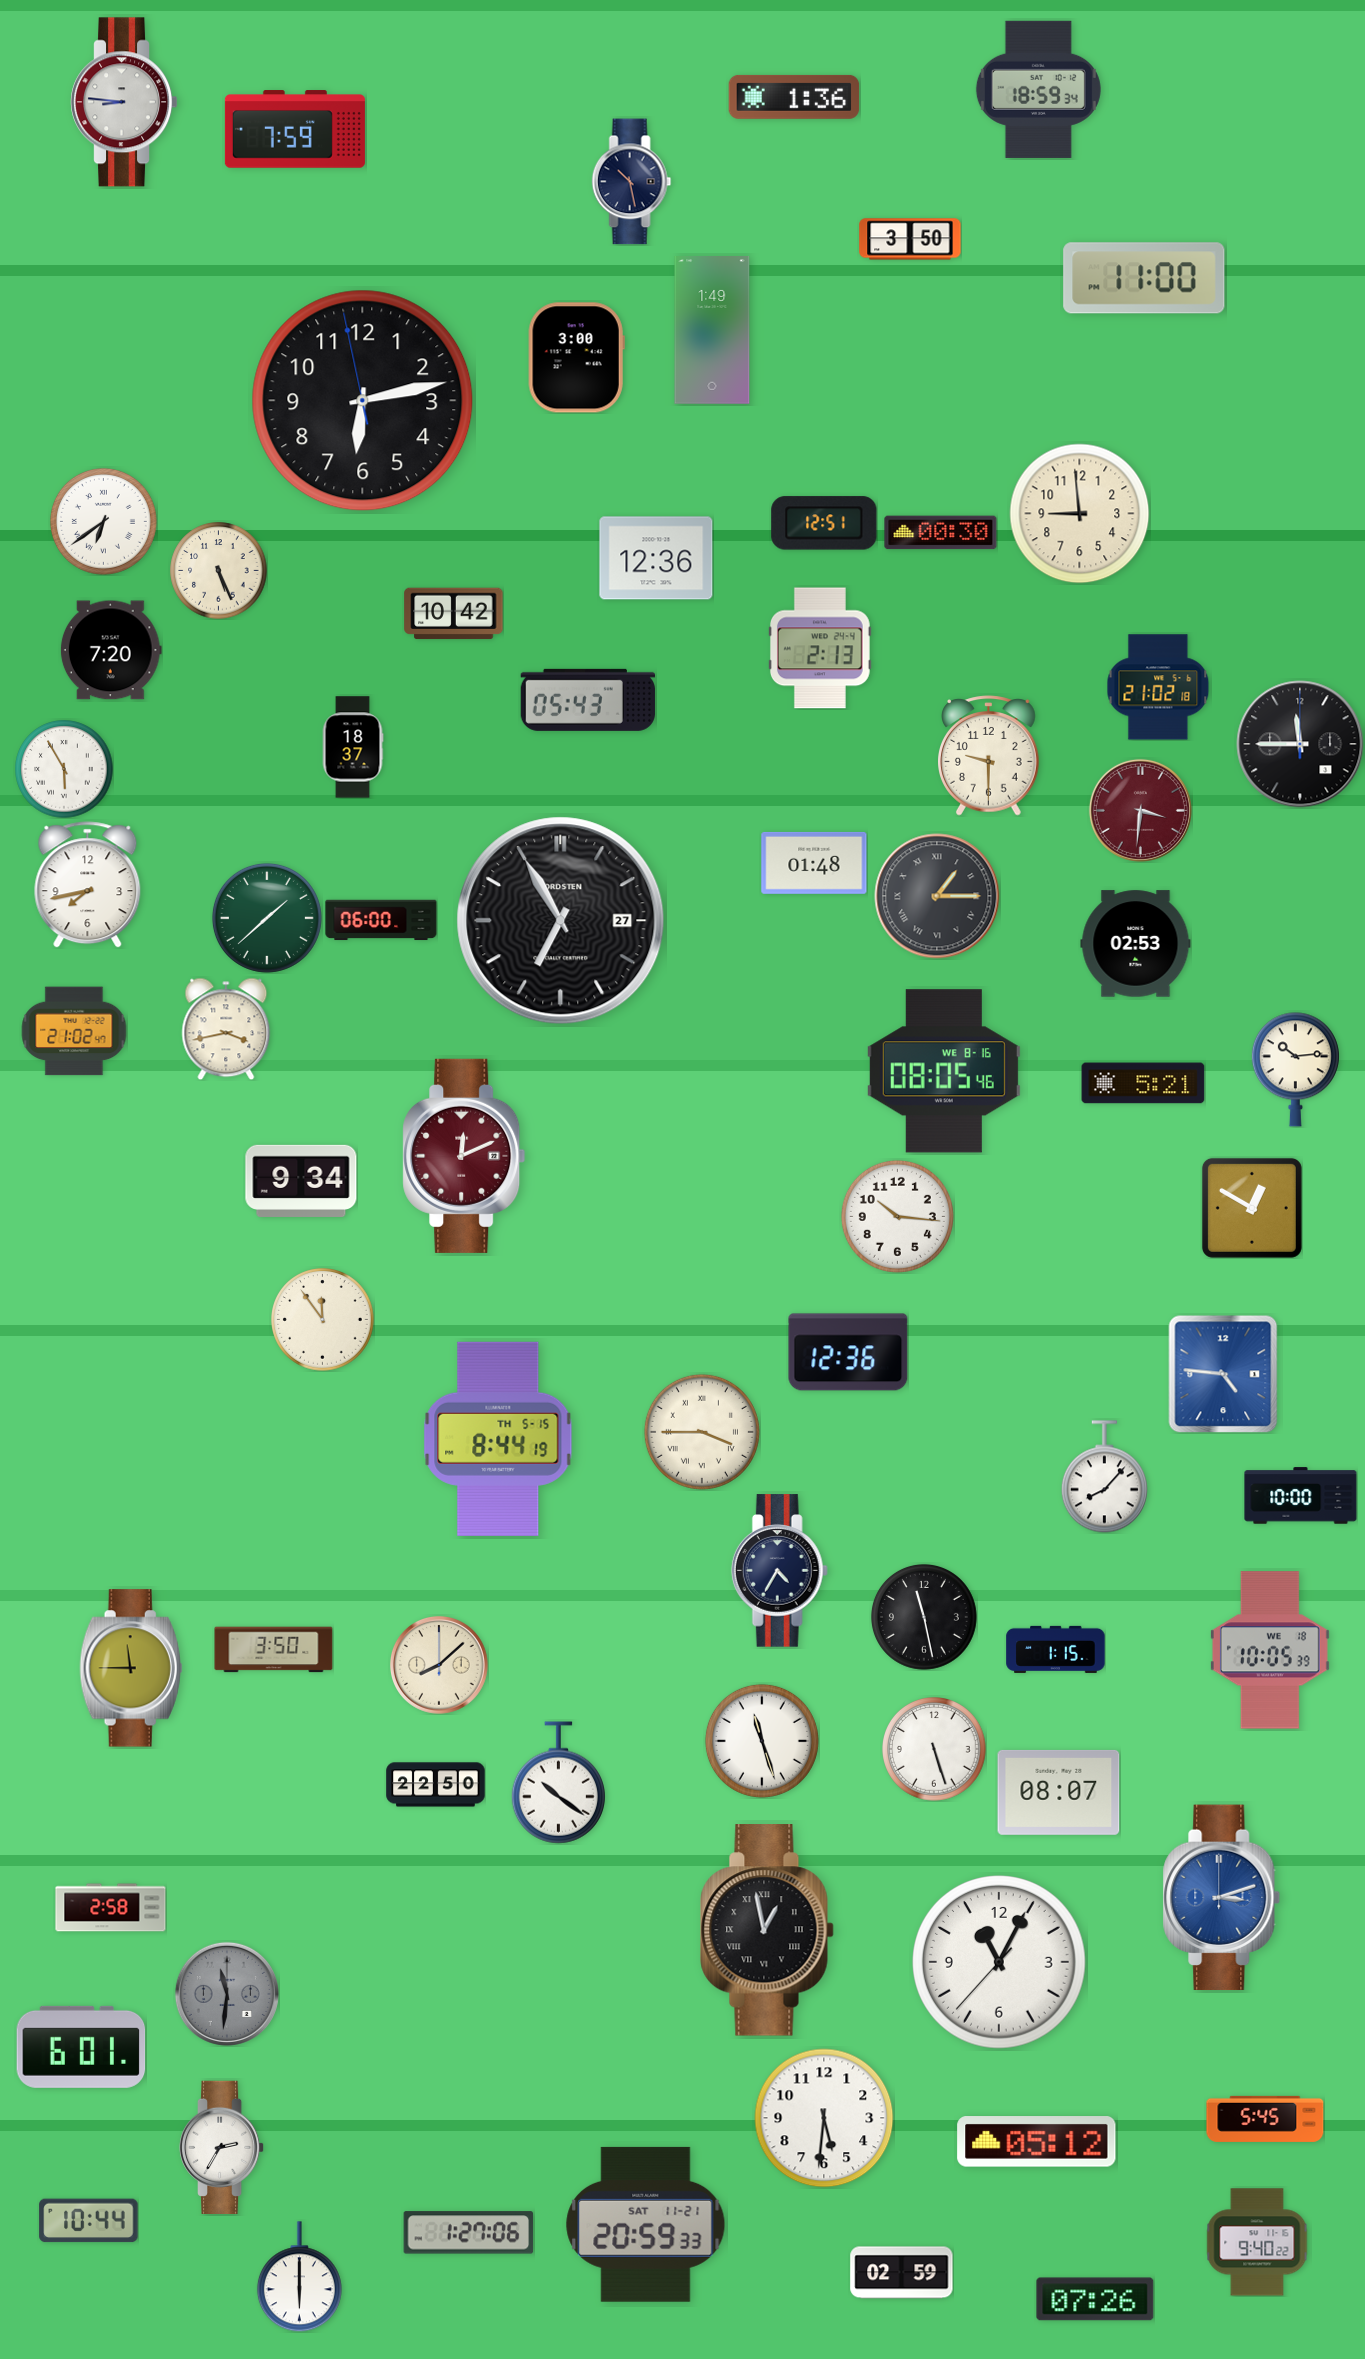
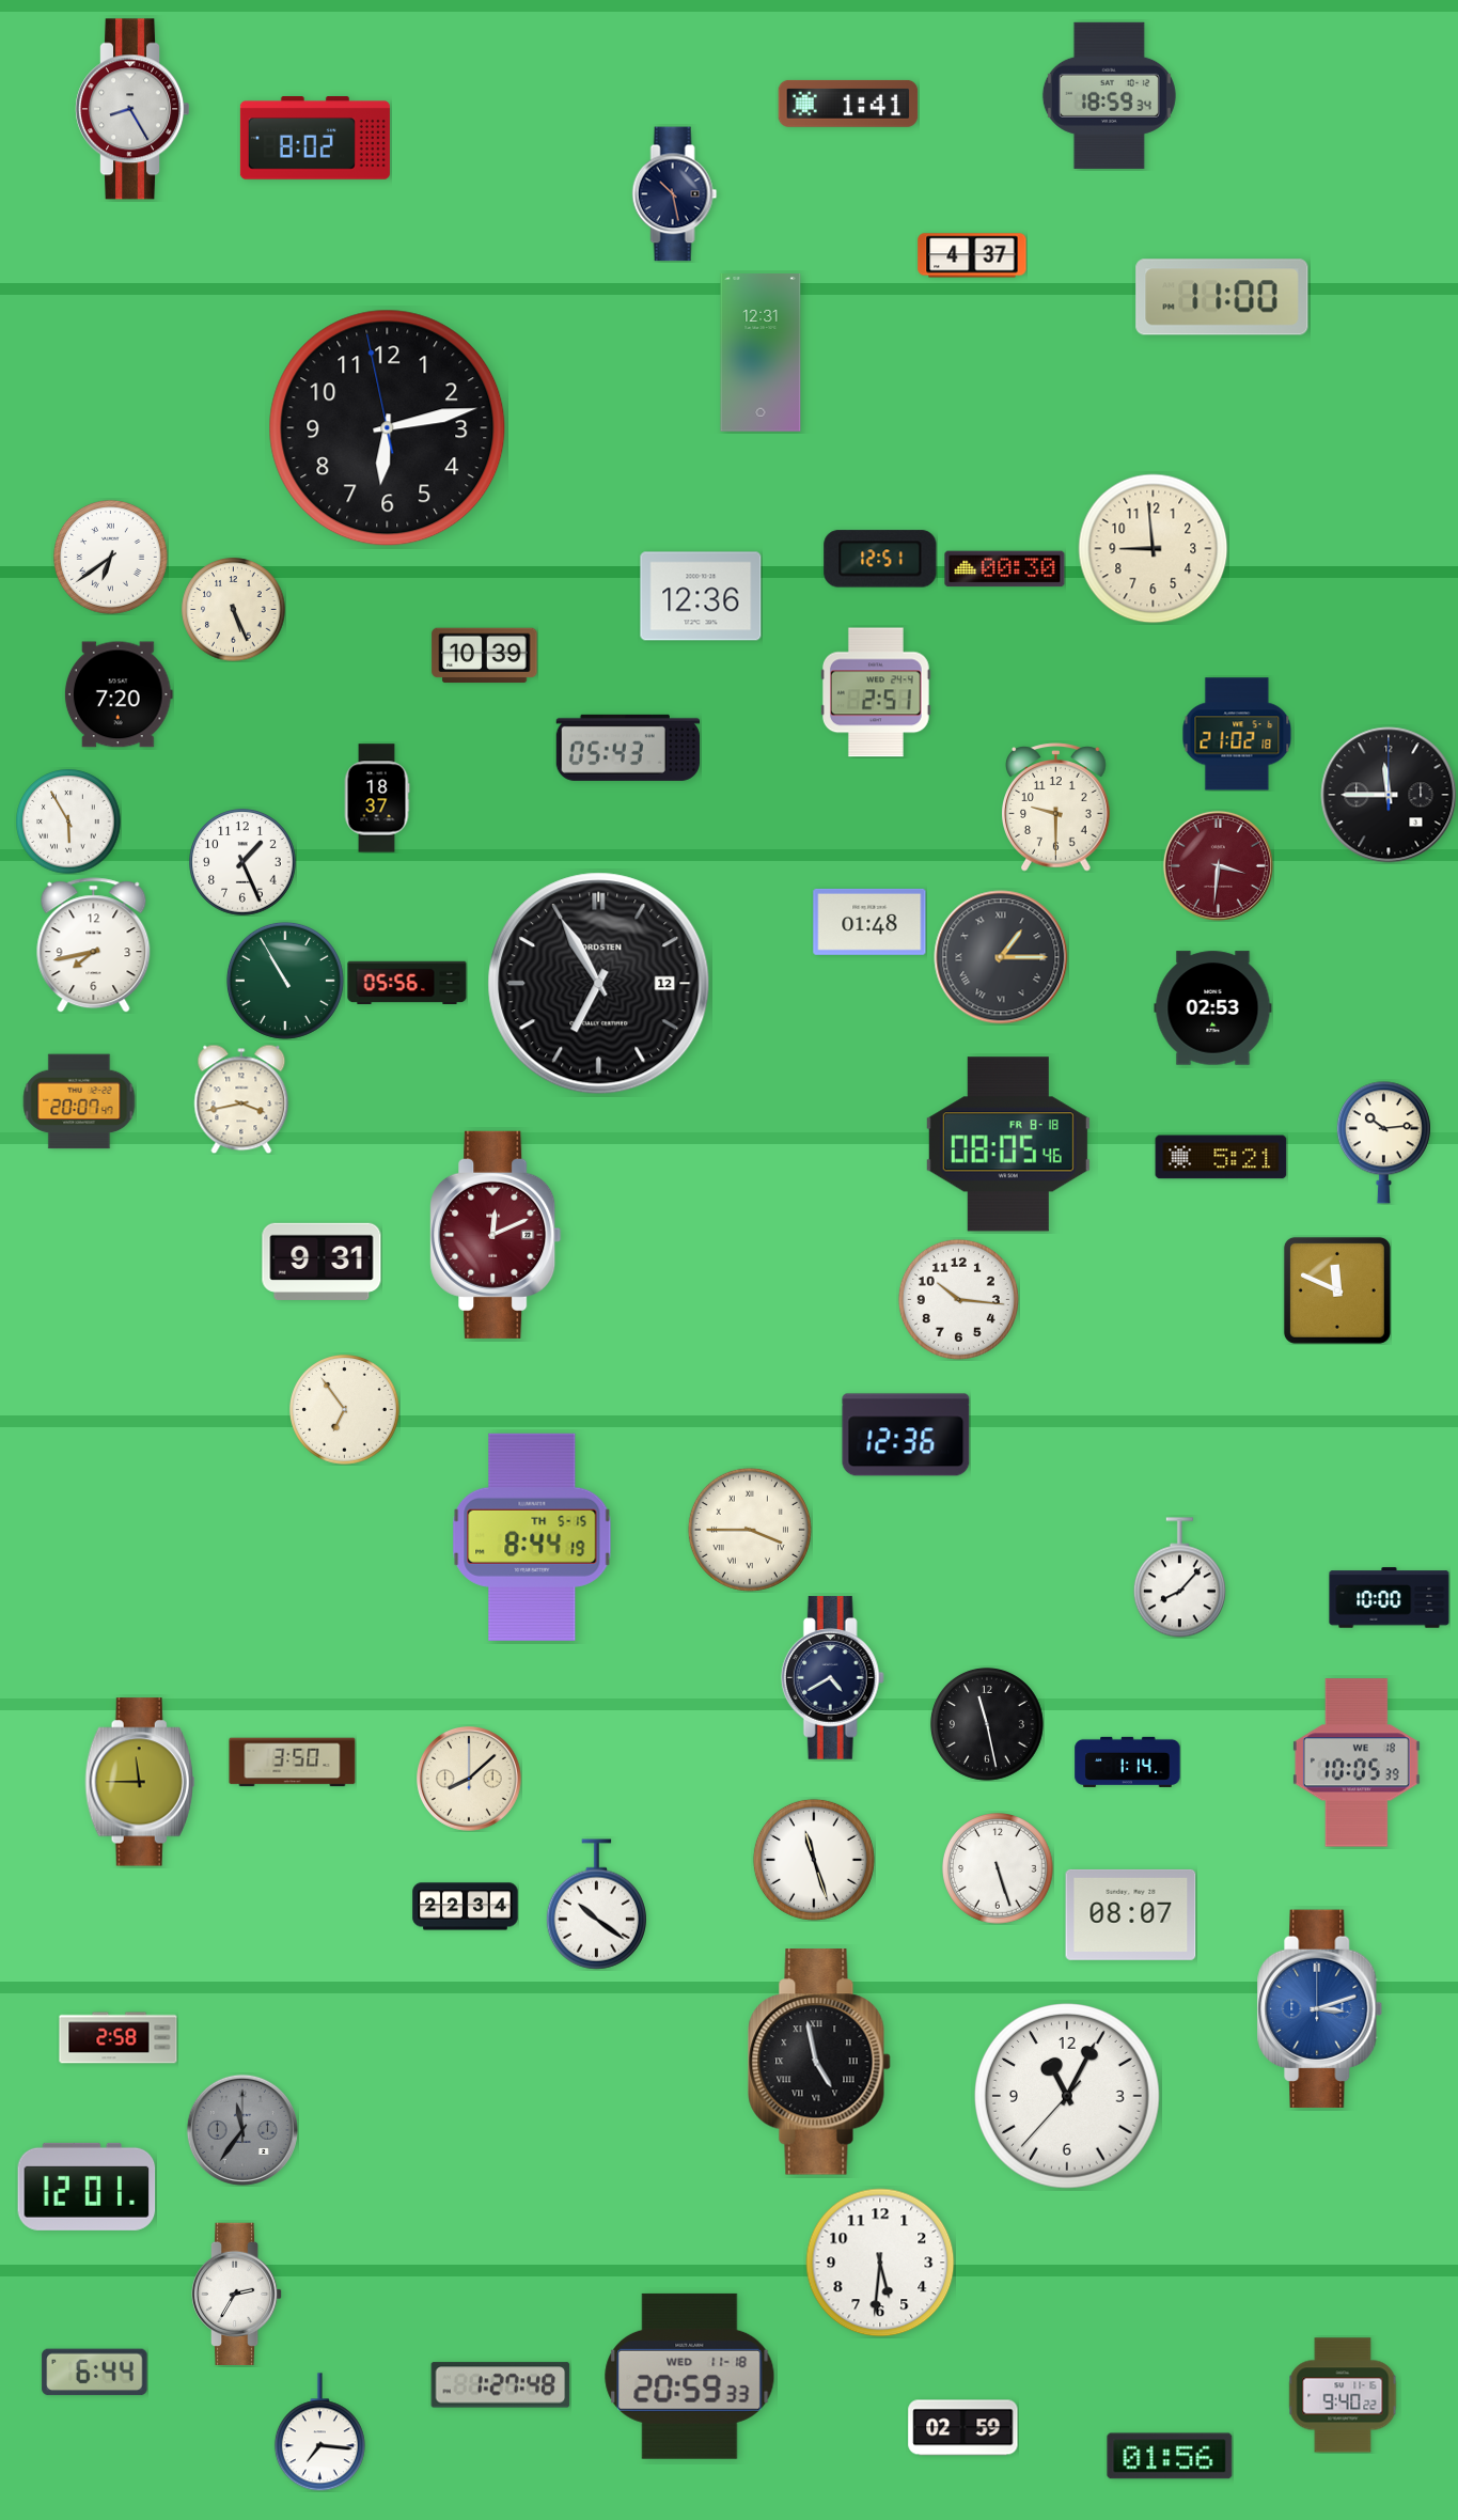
clock at (794, 97): 1:36 -> 1:41
clock at (124, 102): 8:46 -> 8:25
clock at (295, 129): 7:59 -> 8:02
clock at (910, 239): 3:50 -> 4:37
clock at (712, 331): 1:49 -> 12:31
clock at (576, 358): 3:00 -> none
clock at (454, 614): 10:42 -> 10:39
clock at (820, 648): 2:13 -> 2:51
clock at (242, 862): none -> 1:26
clock at (267, 918): 1:38 -> 10:55
clock at (381, 920): 06:00 -> 05:56
clock at (561, 921) date: 27 -> 12
clock at (74, 1031): 21:02 -> 20:07
clock at (944, 1071) date: WE 8-16 -> FR 8-18
clock at (301, 1181): 9:34 -> 9:31
clock at (1252, 1208): 12:50 -> 11:49
clock at (323, 1320): 11:54 -> 6:54
clock at (848, 1352) position: (848, 1352) -> (906, 1435)
clock at (1223, 1374): 4:46 -> none
clock at (779, 1571): 4:35 -> 4:40
clock at (924, 1617) position: (924, 1617) -> (987, 1724)
clock at (1056, 1649): 1:15 -> 1:14
clock at (436, 1785): 22:50 -> 22:34
clock at (1222, 1898) position: (1222, 1898) -> (1320, 2009)
clock at (767, 1930): 12:58 -> 4:58
clock at (227, 1994): 11:31 -> 11:36
clock at (81, 2047): 6:01 -> 12:01
clock at (1265, 2119): 5:45 -> none
clock at (1037, 2142): 05:12 -> none
clock at (89, 2221): 10:44 -> 6:44
clock at (646, 2224) date: SAT 11-21 -> WED 11-18
clock at (469, 2233): 1:27:06 -> 1:27:48
clock at (299, 2277): 6:00 -> 7:16
clock at (1095, 2299): 07:26 -> 01:56
